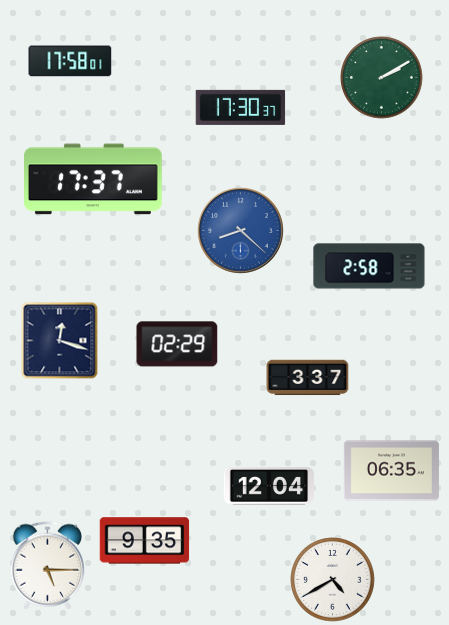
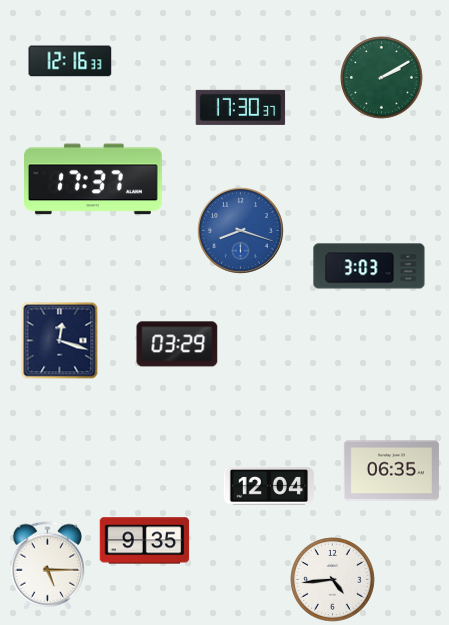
clock at (70, 61): 17:58 -> 12:16
clock at (241, 231): 8:22 -> 8:18
clock at (369, 266): 2:58 -> 3:03
clock at (177, 344): 02:29 -> 03:29
clock at (308, 378): 3:37 -> none
clock at (333, 580): 4:40 -> 4:44
